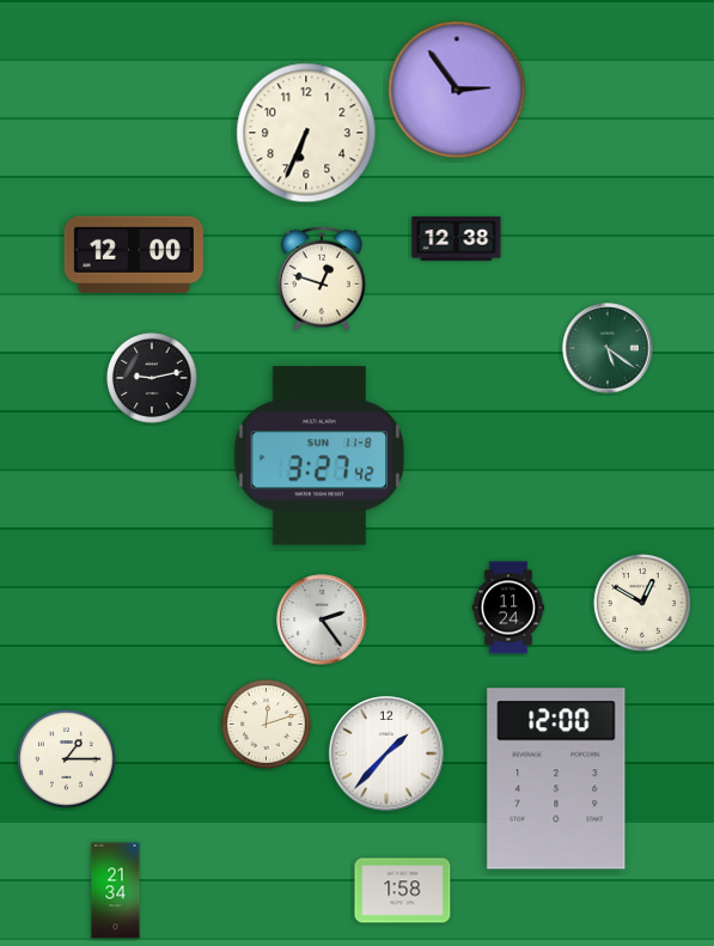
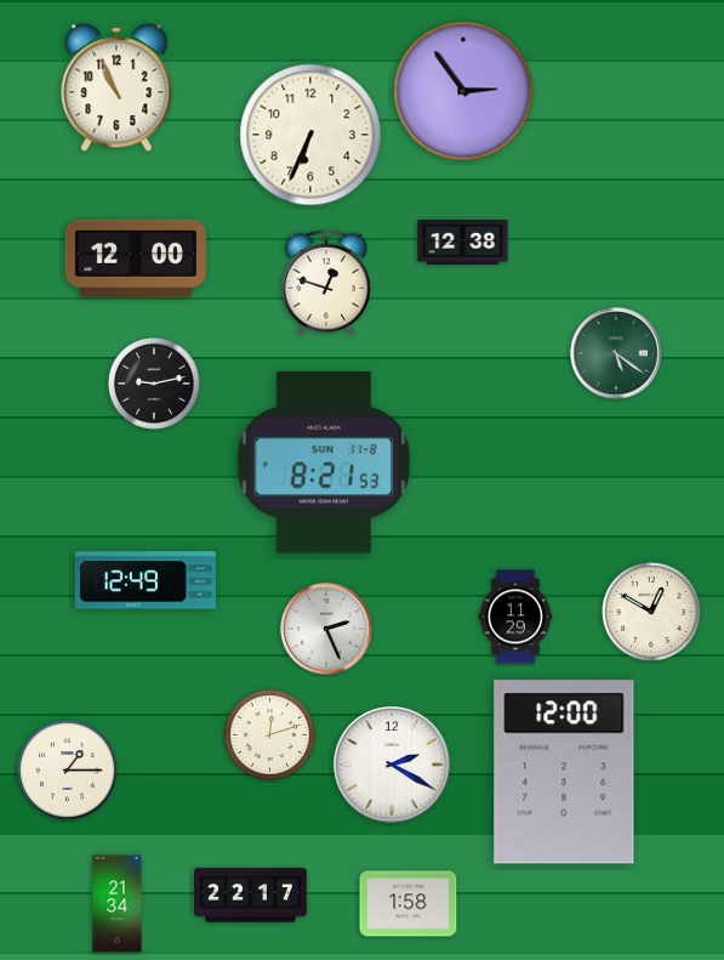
clock at (116, 87): none -> 10:56
clock at (319, 456): 3:27 -> 8:21
clock at (146, 580): none -> 12:49
clock at (508, 608): 11:24 -> 11:29
clock at (322, 620): 2:24 -> 2:26
clock at (386, 753): 1:37 -> 2:20
clock at (556, 779) position: (556, 779) -> (564, 772)
clock at (251, 896): none -> 22:17
